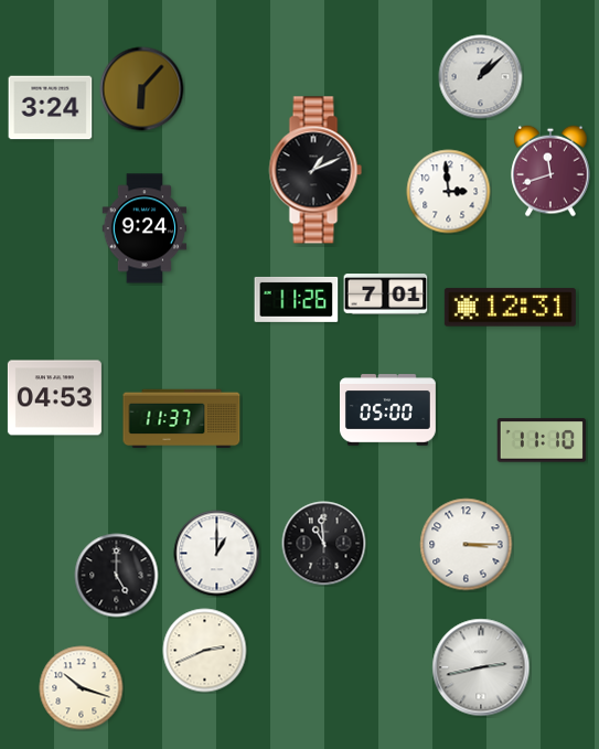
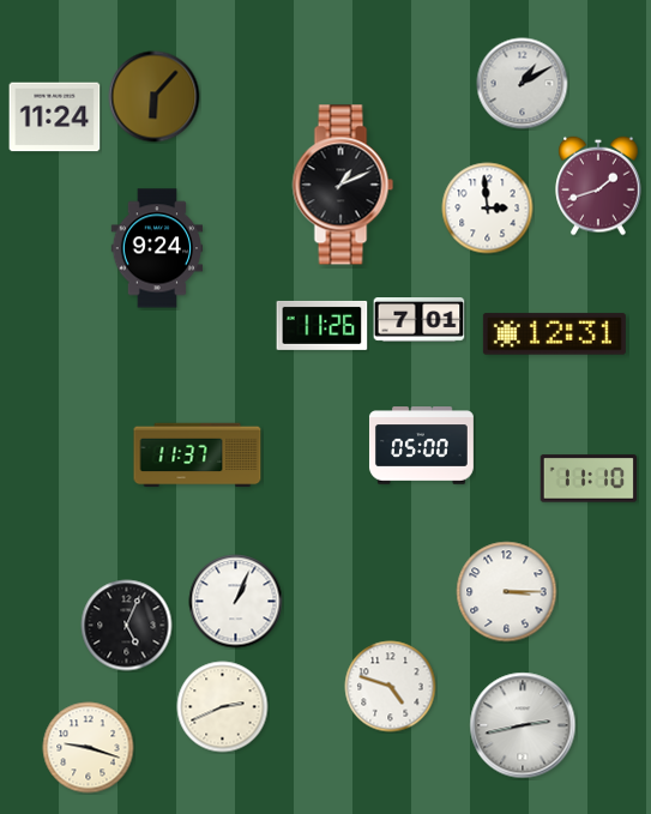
clock at (481, 77): 1:08 -> 1:10
clock at (51, 108): 3:24 -> 11:24
clock at (550, 171): 11:42 -> 1:42
clock at (54, 398): 04:53 -> none
clock at (324, 544): 10:59 -> none
clock at (217, 554): 1:00 -> 1:04
clock at (117, 576): 5:00 -> 5:04
clock at (391, 687): none -> 4:48
clock at (82, 688): 10:18 -> 9:18
